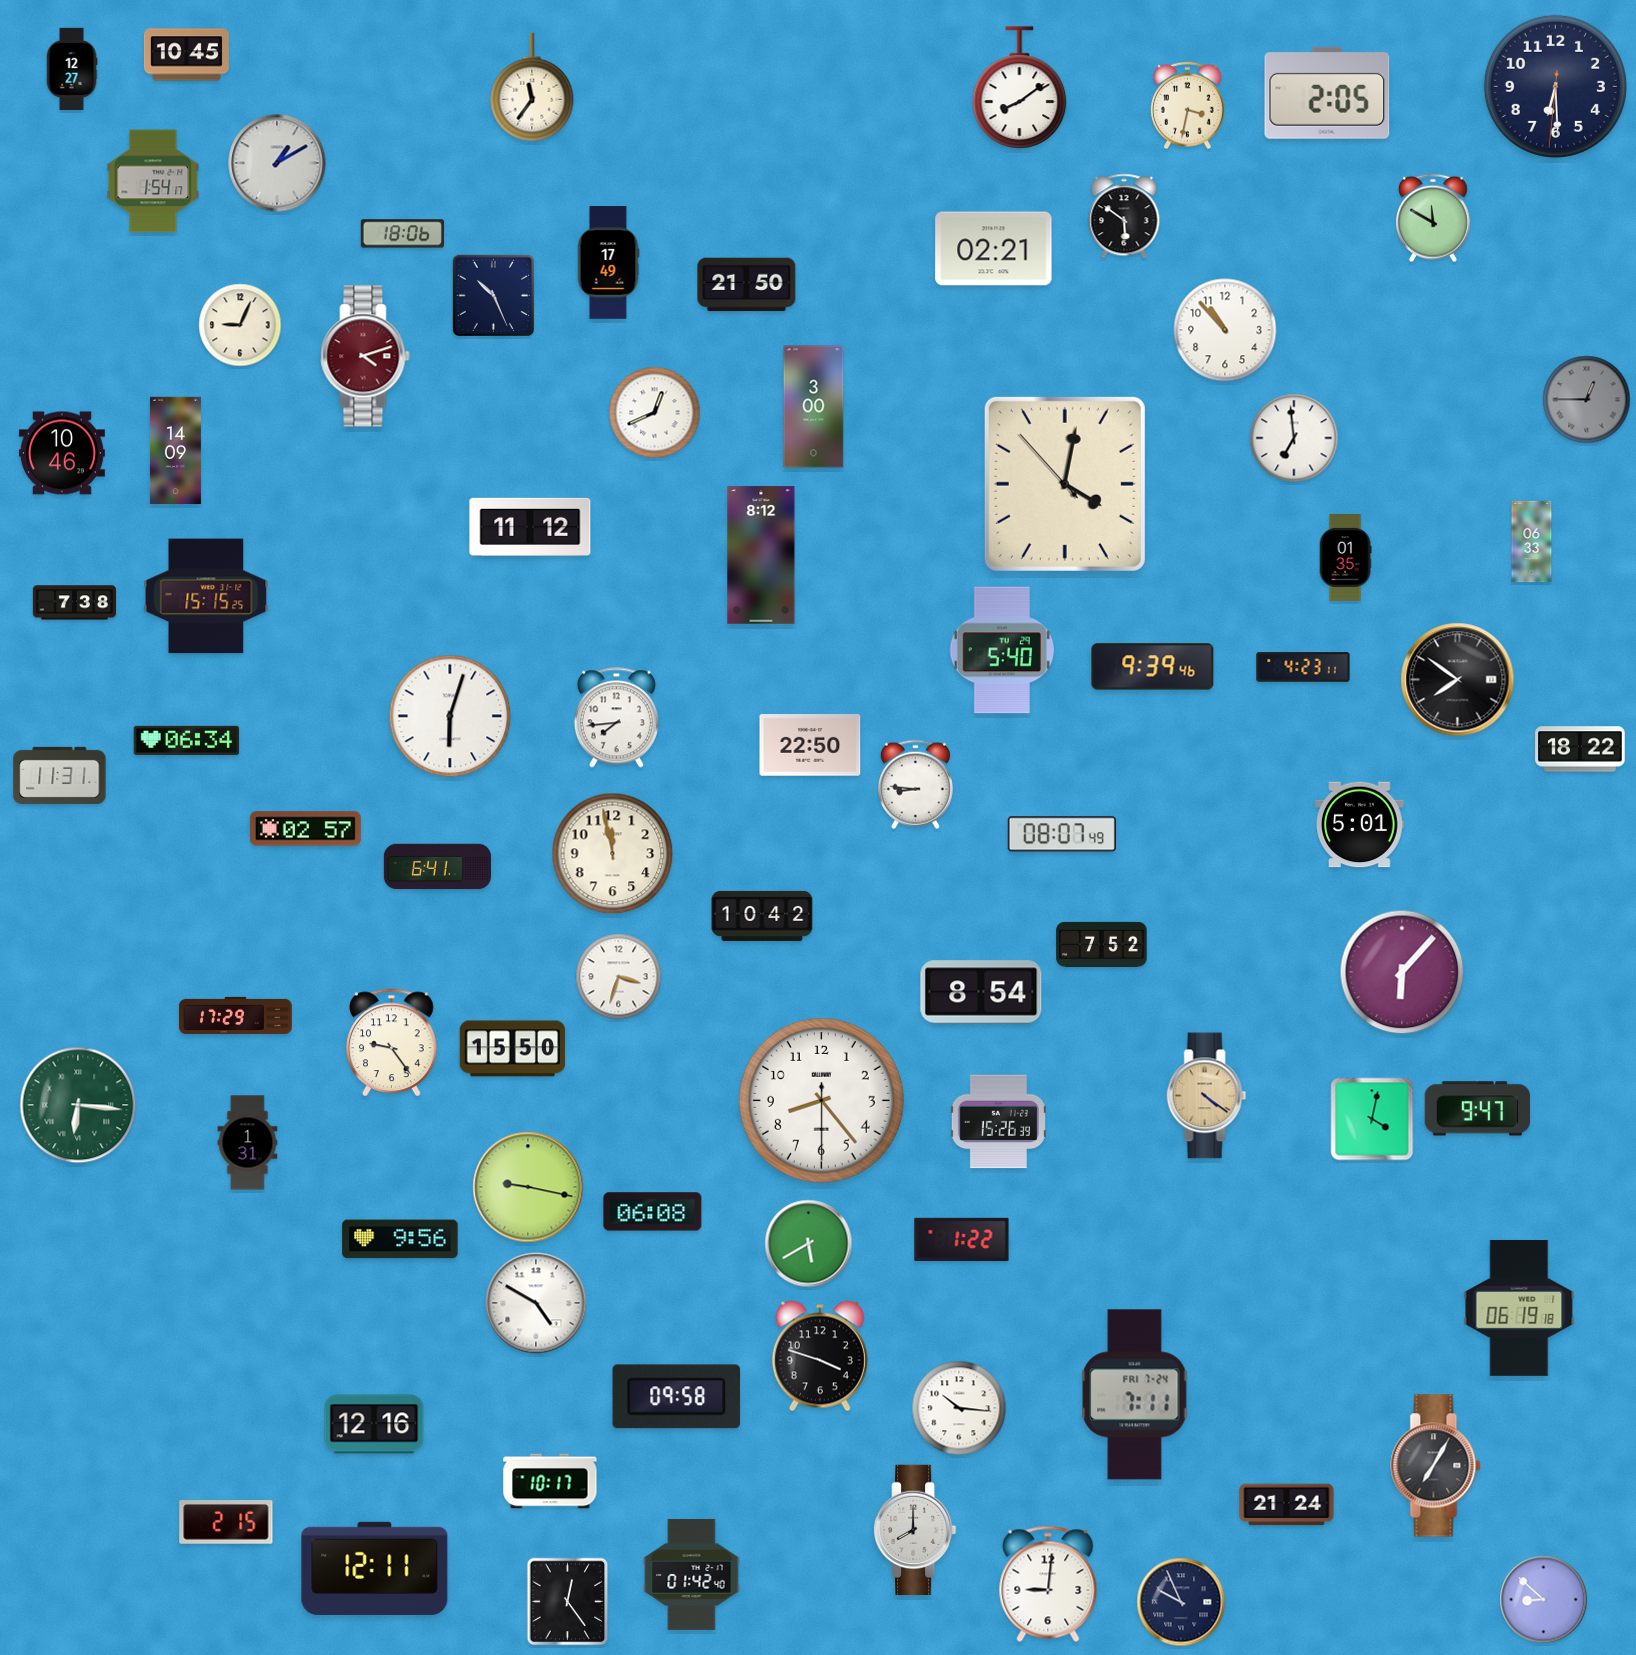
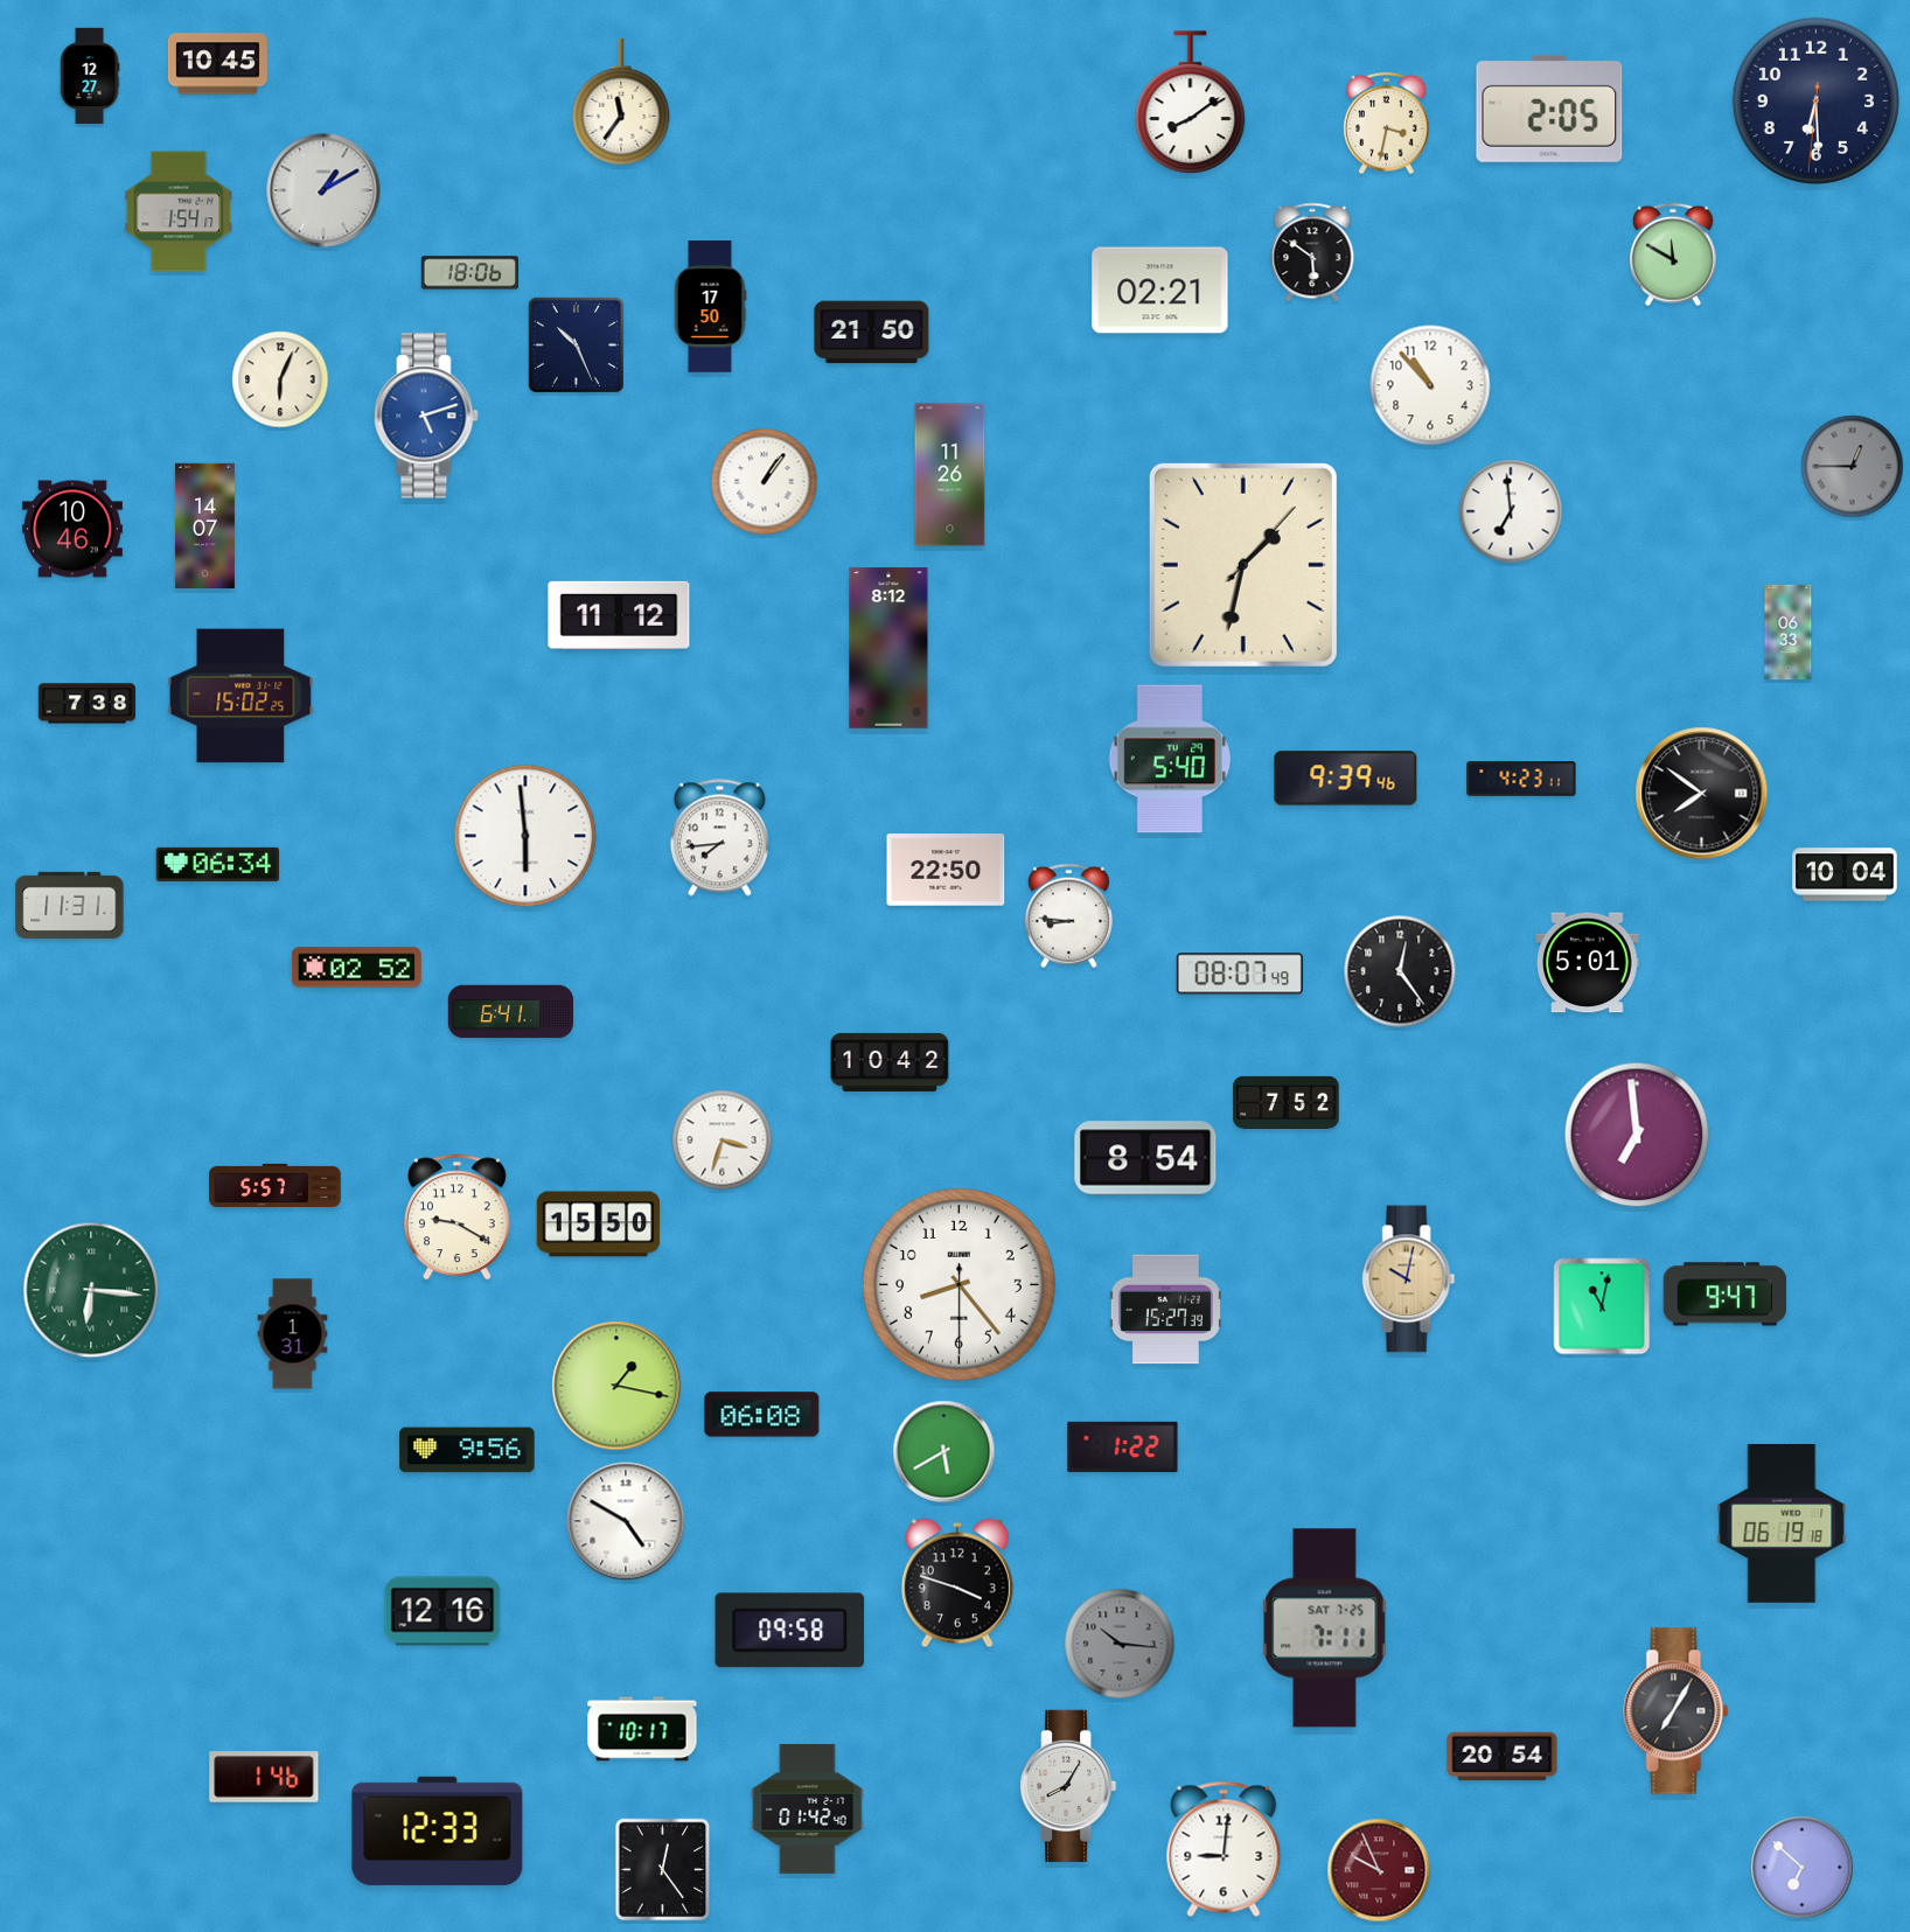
clock at (72, 69) position: (72, 69) -> (90, 76)
clock at (608, 263): 17:49 -> 17:50
clock at (240, 325): 9:04 -> 6:04
clock at (365, 356): 4:12 -> 5:12
clock at (365, 356) dial: burgundy -> blue
clock at (814, 407): 3:00 -> 11:26
clock at (655, 413): 12:41 -> 1:06
clock at (175, 450): 14:09 -> 14:07
clock at (1065, 484): 4:01 -> 1:32
clock at (1345, 558): 01:35 -> none
clock at (206, 596): 15:15 -> 15:02
clock at (450, 716): 6:03 -> 5:59
clock at (1580, 749): 18:22 -> 10:04
clock at (305, 829): 02:57 -> 02:52
clock at (1400, 971): none -> 12:24
clock at (613, 854): 11:58 -> none
clock at (762, 916) position: (762, 916) -> (890, 1062)
clock at (1402, 972): 6:07 -> 6:59
clock at (236, 1015): 17:29 -> 5:57
clock at (392, 1042): 9:24 -> 9:20
clock at (1207, 1096): 4:21 -> 10:02
clock at (1372, 1119): 4:02 -> 11:02
clock at (998, 1122): 15:26 -> 15:27
clock at (248, 1143) position: (248, 1143) -> (293, 1334)
clock at (528, 1187): 9:17 -> 1:17
clock at (400, 1239) position: (400, 1239) -> (467, 1450)
clock at (1519, 1308) position: (1519, 1308) -> (1782, 1523)
clock at (1135, 1395) date: FRI 7-24 -> SAT 7-25
clock at (959, 1408) dial: white -> grey
clock at (374, 1424) position: (374, 1424) -> (442, 1611)
clock at (1287, 1505): 21:24 -> 20:54
clock at (226, 1522): 2:15 -> 1:46
clock at (916, 1529): 8:00 -> 8:05
clock at (375, 1568): 12:11 -> 12:33
clock at (692, 1574) position: (692, 1574) -> (808, 1808)
clock at (1544, 1600): 8:52 -> 6:52
clock at (1181, 1602) dial: navy -> burgundy
